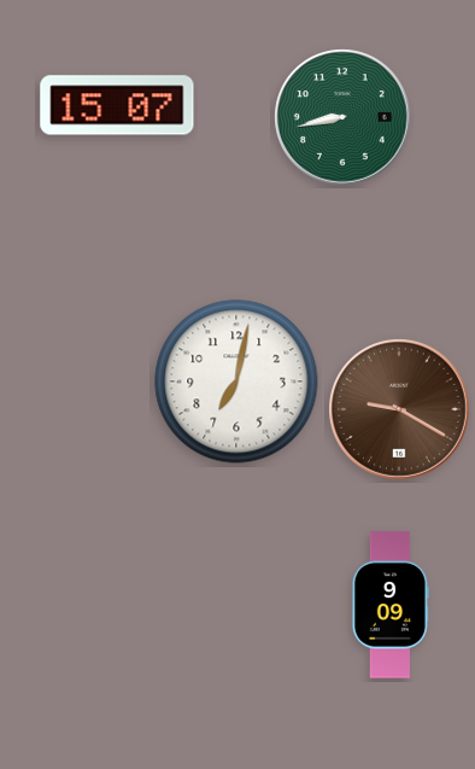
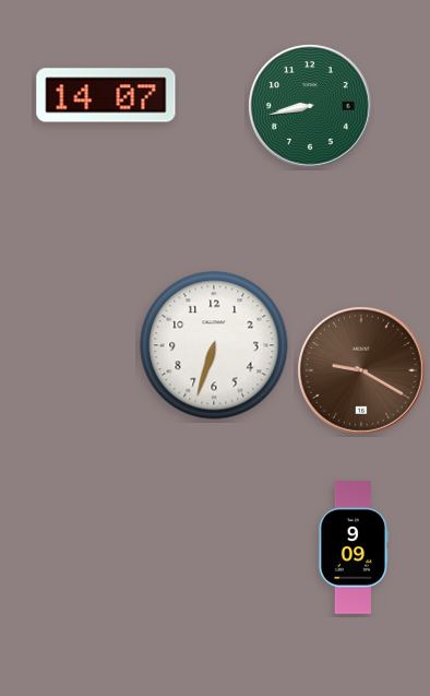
clock at (117, 105): 15:07 -> 14:07
clock at (236, 381): 7:02 -> 6:33
